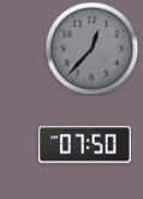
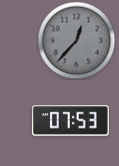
clock at (84, 145): 07:50 -> 07:53
